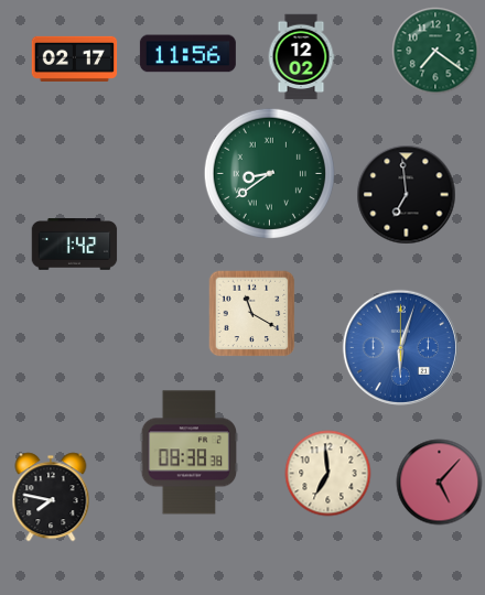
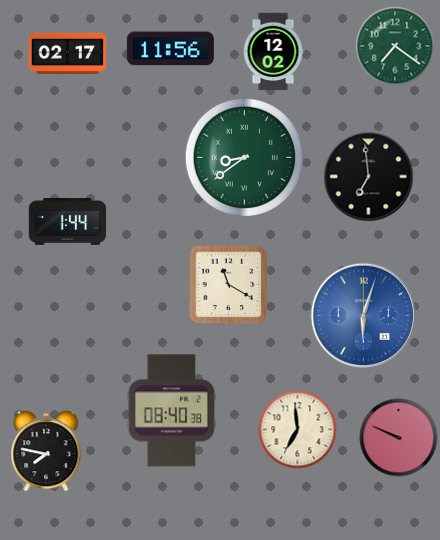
clock at (74, 245): 1:42 -> 1:44
clock at (190, 453): 08:38 -> 08:40
clock at (439, 482): 5:07 -> 9:49
